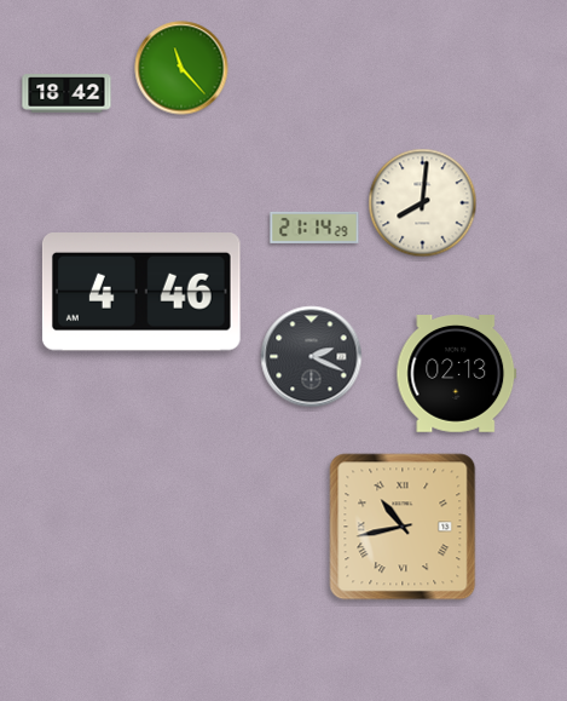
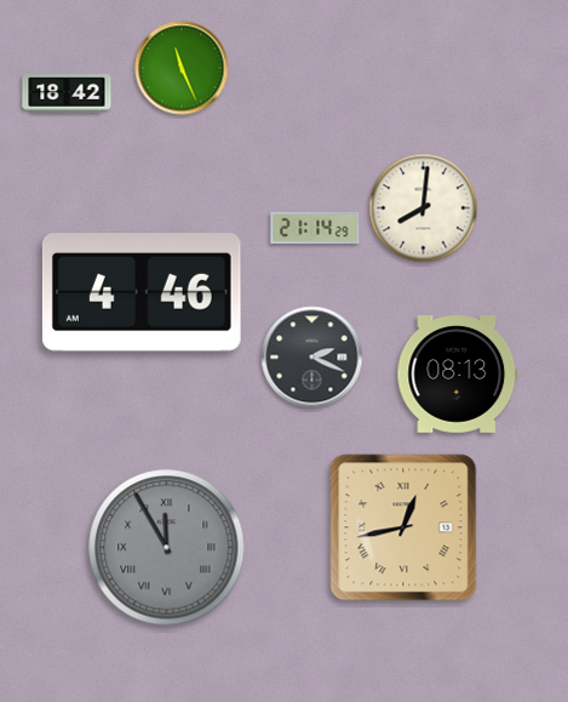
clock at (181, 68): 11:23 -> 11:26
clock at (423, 203) position: (423, 203) -> (424, 209)
clock at (457, 374): 02:13 -> 08:13
clock at (403, 527): 10:43 -> 12:43
clock at (167, 548): none -> 11:55
